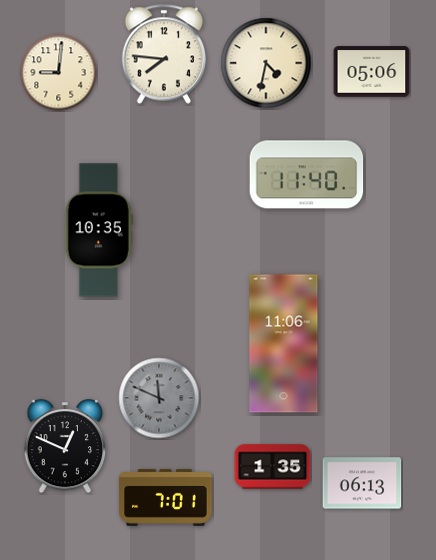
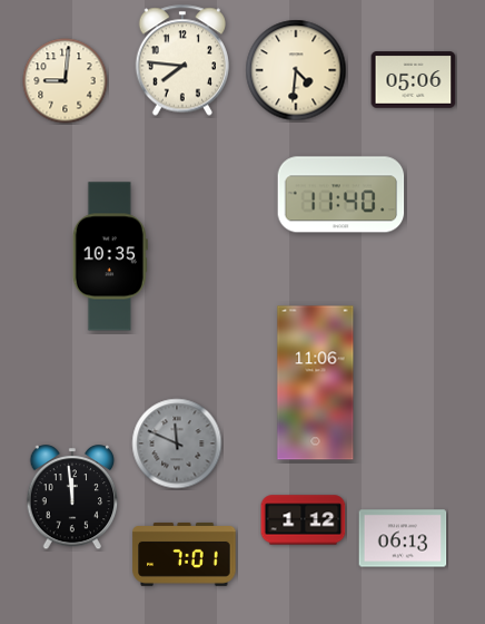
clock at (266, 63): 4:32 -> 4:31
clock at (65, 447): 12:49 -> 11:59
clock at (273, 467): 1:35 -> 1:12
